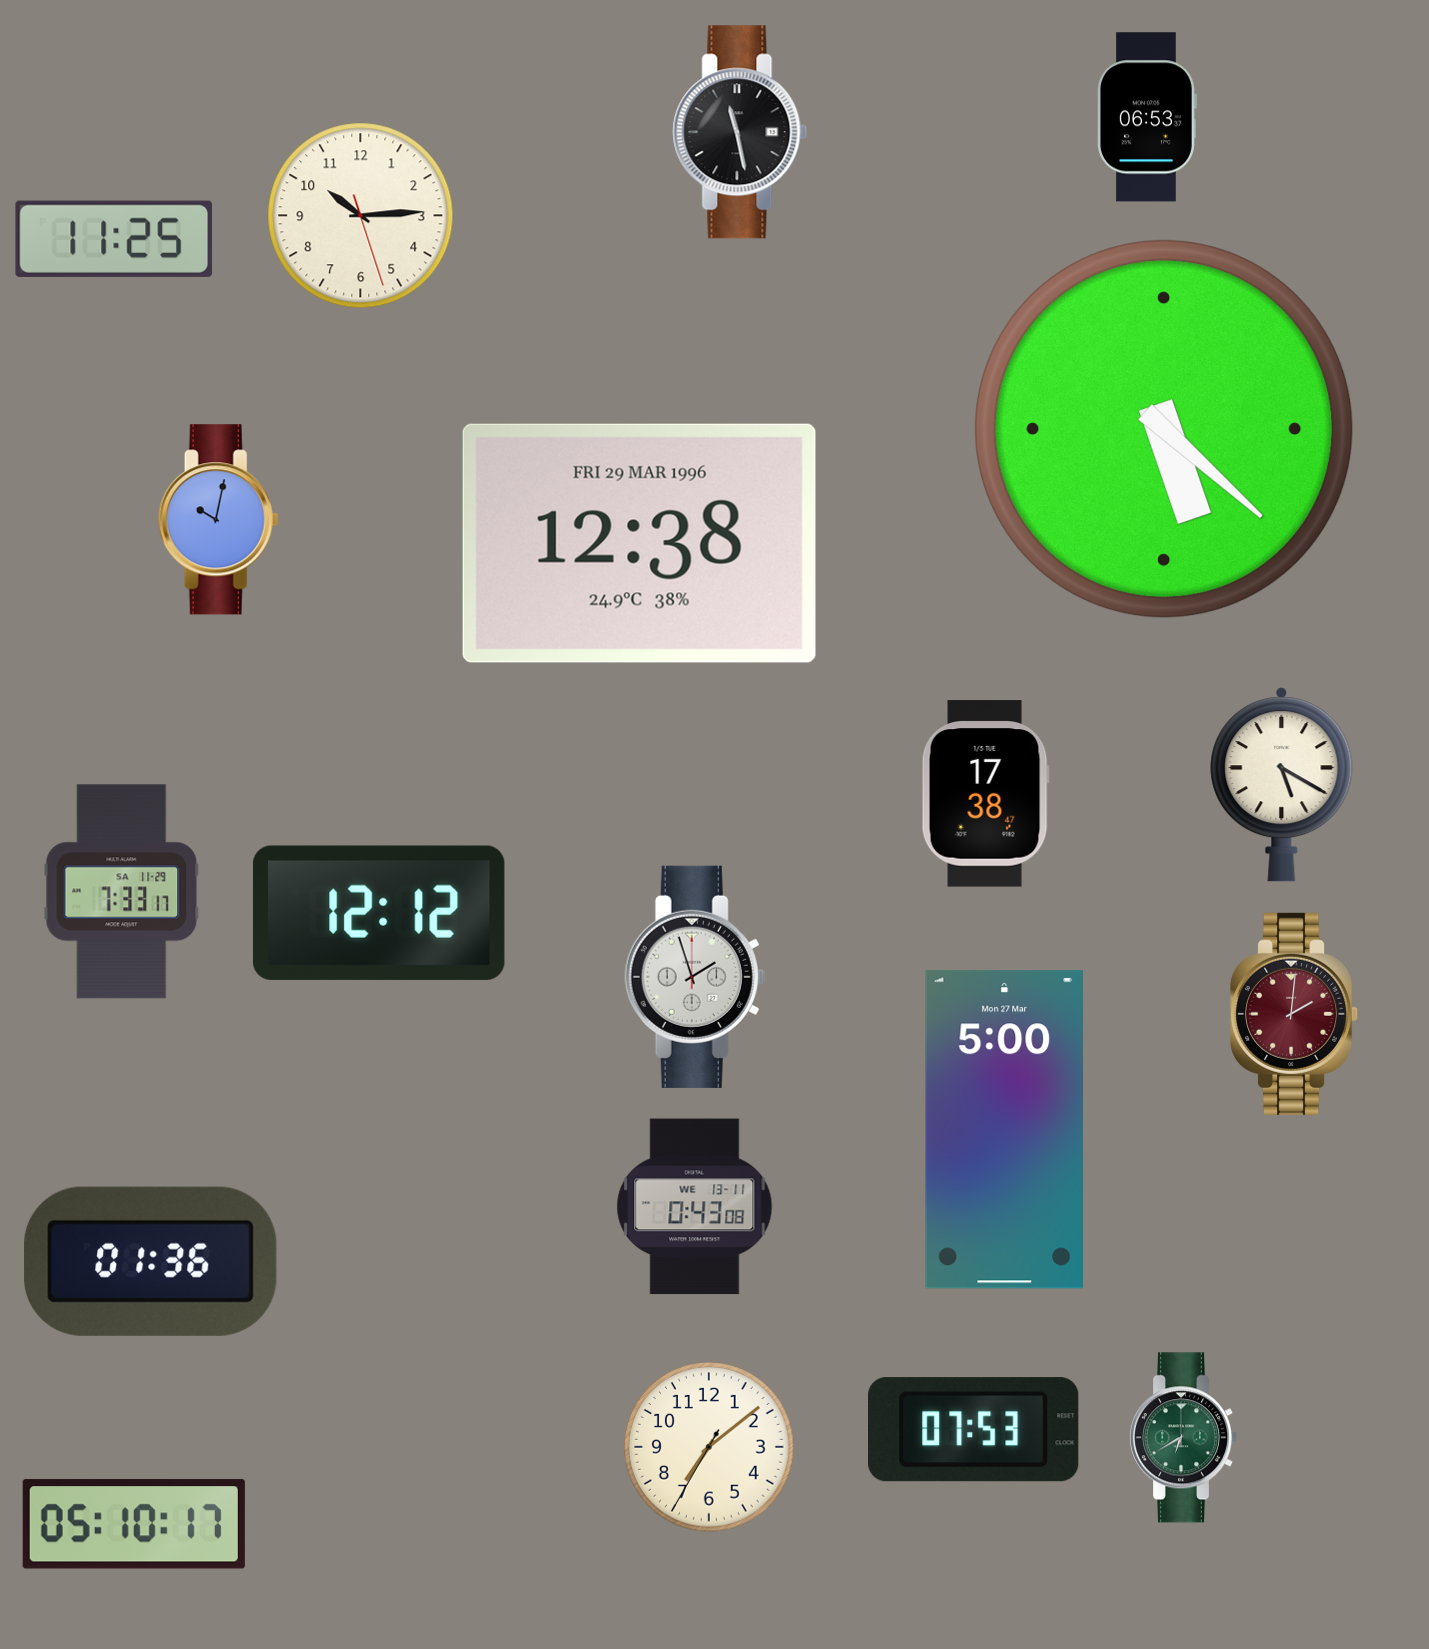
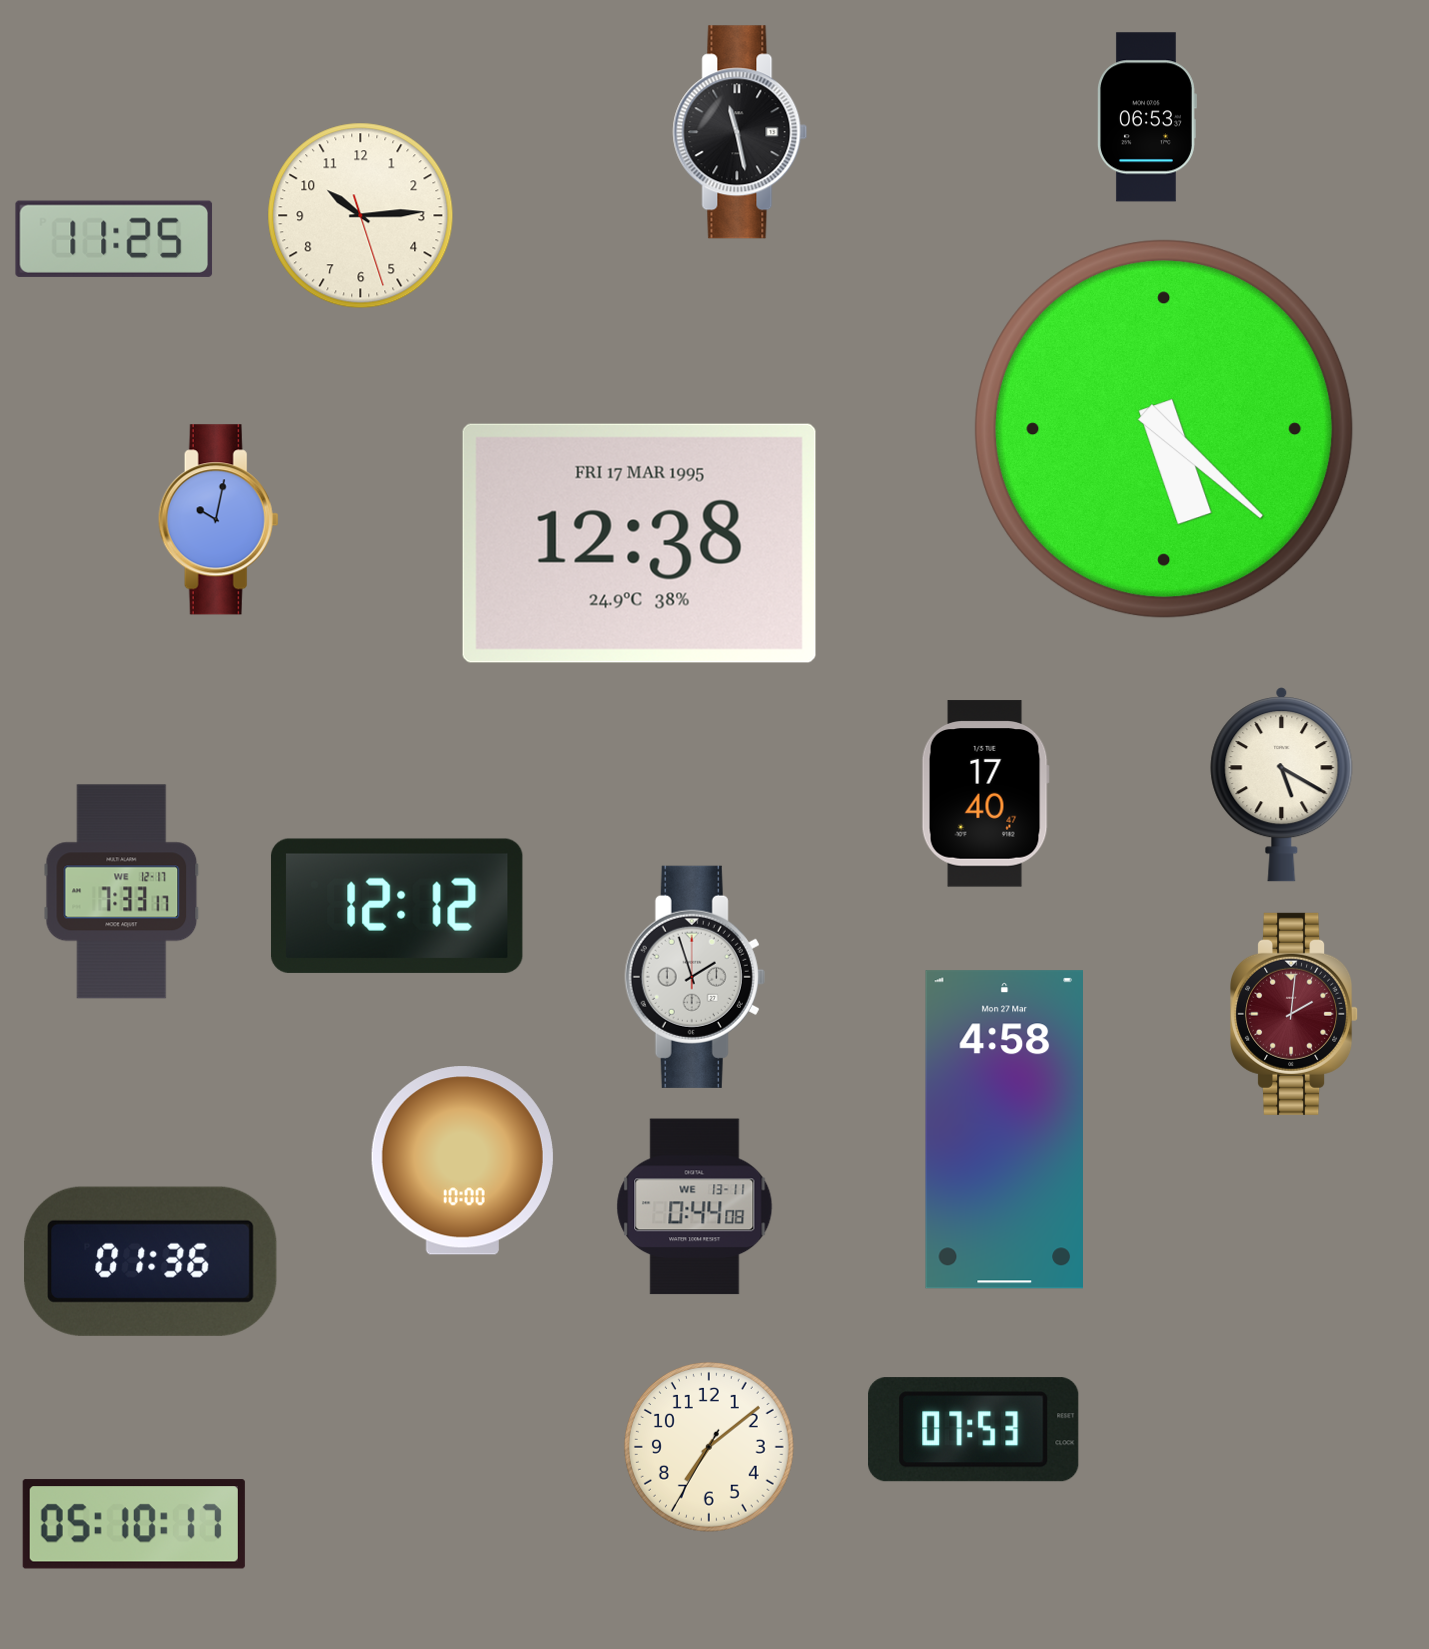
clock at (639, 543) date: FRI 29 MAR 1996 -> FRI 17 MAR 1995
clock at (985, 794): 17:38 -> 17:40
clock at (122, 892) date: SA 11-29 -> WE 12-17
clock at (379, 913) position: (379, 913) -> (397, 906)
clock at (1004, 1130): 5:00 -> 4:58
clock at (462, 1161): none -> 10:00
clock at (695, 1207): 0:43 -> 0:44
clock at (1184, 1438): 6:40 -> none
